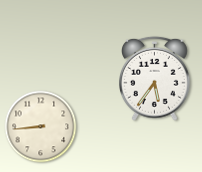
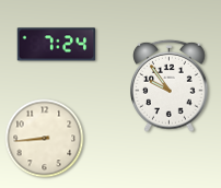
clock at (57, 45): none -> 7:24
clock at (155, 78): 5:36 -> 9:54
